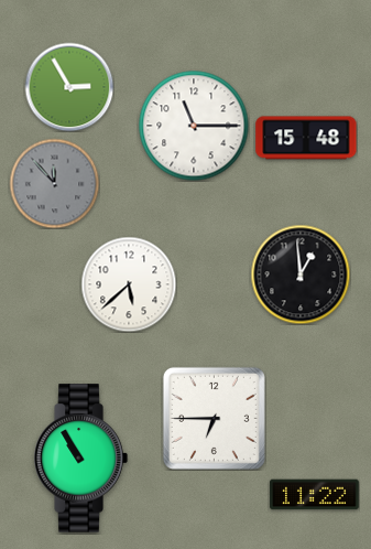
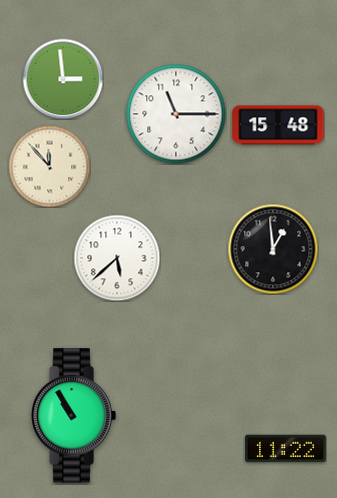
clock at (69, 87): 2:55 -> 2:59
clock at (54, 183) dial: grey -> cream
clock at (214, 418): 6:45 -> none
